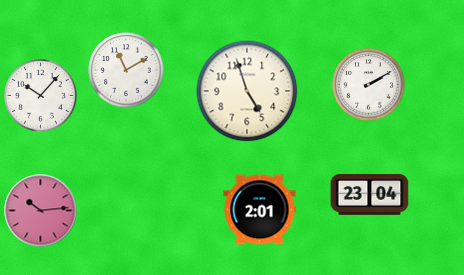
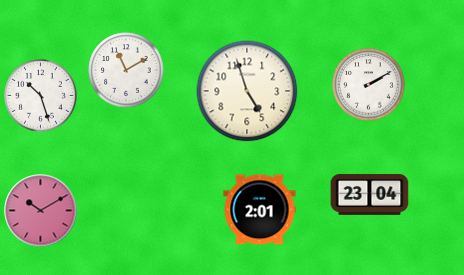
clock at (41, 96): 10:07 -> 10:27
clock at (41, 211): 10:14 -> 10:10
